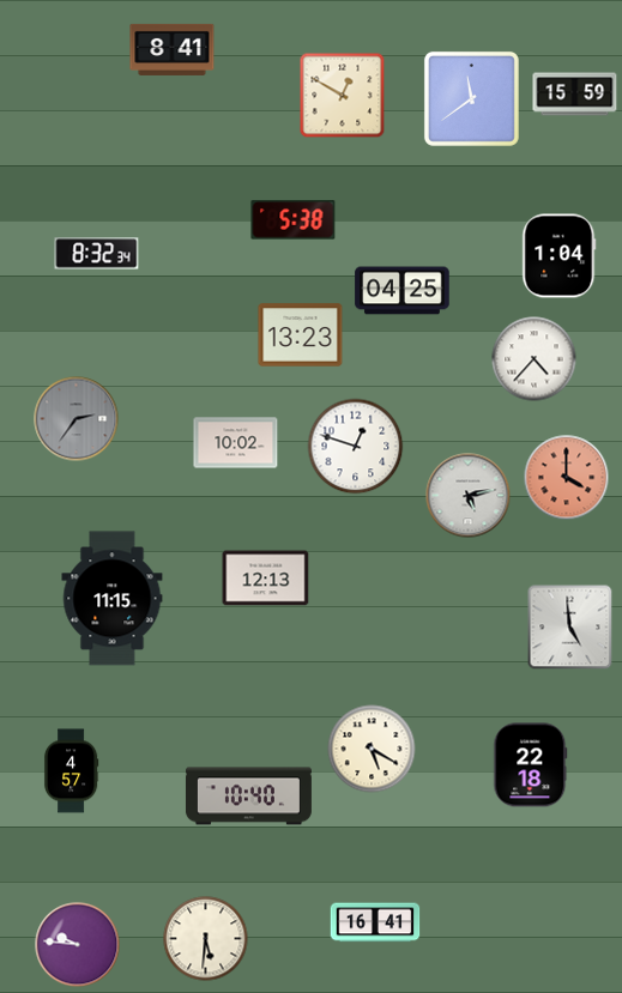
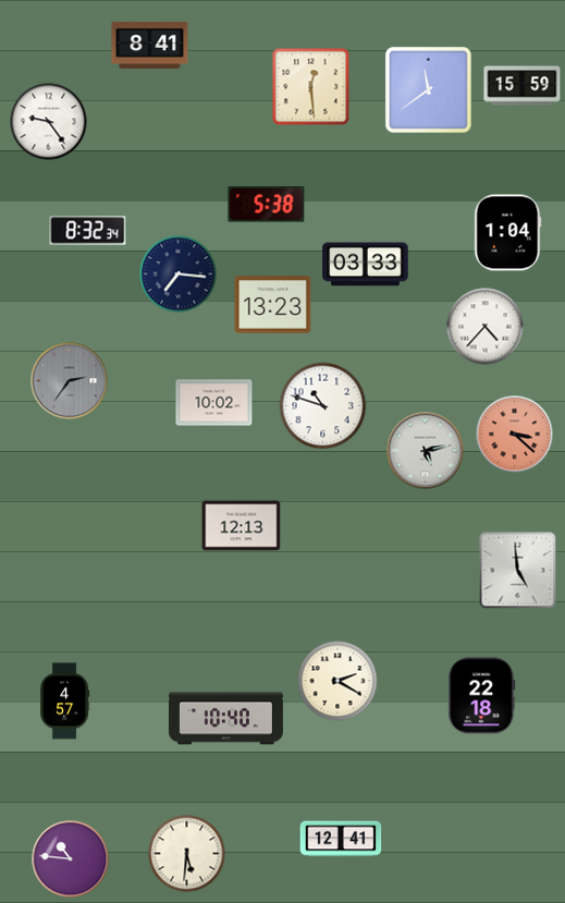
clock at (173, 49) position: (173, 49) -> (150, 45)
clock at (343, 96): 12:50 -> 12:29
clock at (49, 122): none -> 9:24
clock at (294, 220) position: (294, 220) -> (267, 205)
clock at (403, 291): 04:25 -> 03:33
clock at (179, 274): none -> 7:16
clock at (356, 447): 12:48 -> 10:48
clock at (567, 478): 4:00 -> 3:22
clock at (113, 599): 11:15 -> none
clock at (372, 749): 5:20 -> 2:20
clock at (248, 797) position: (248, 797) -> (225, 719)
clock at (375, 922): 16:41 -> 12:41
clock at (78, 945): 9:46 -> 10:46
